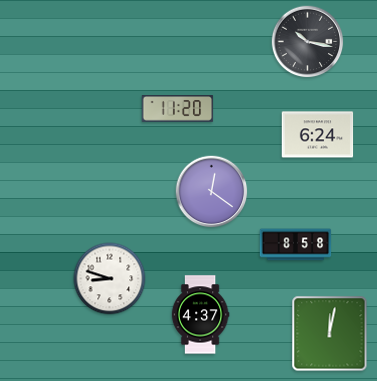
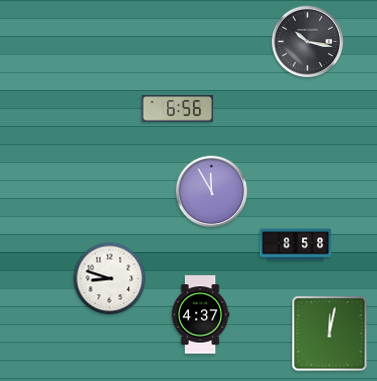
clock at (178, 109): 11:20 -> 6:56
clock at (318, 135): 6:24 -> none
clock at (212, 192): 12:21 -> 11:55
